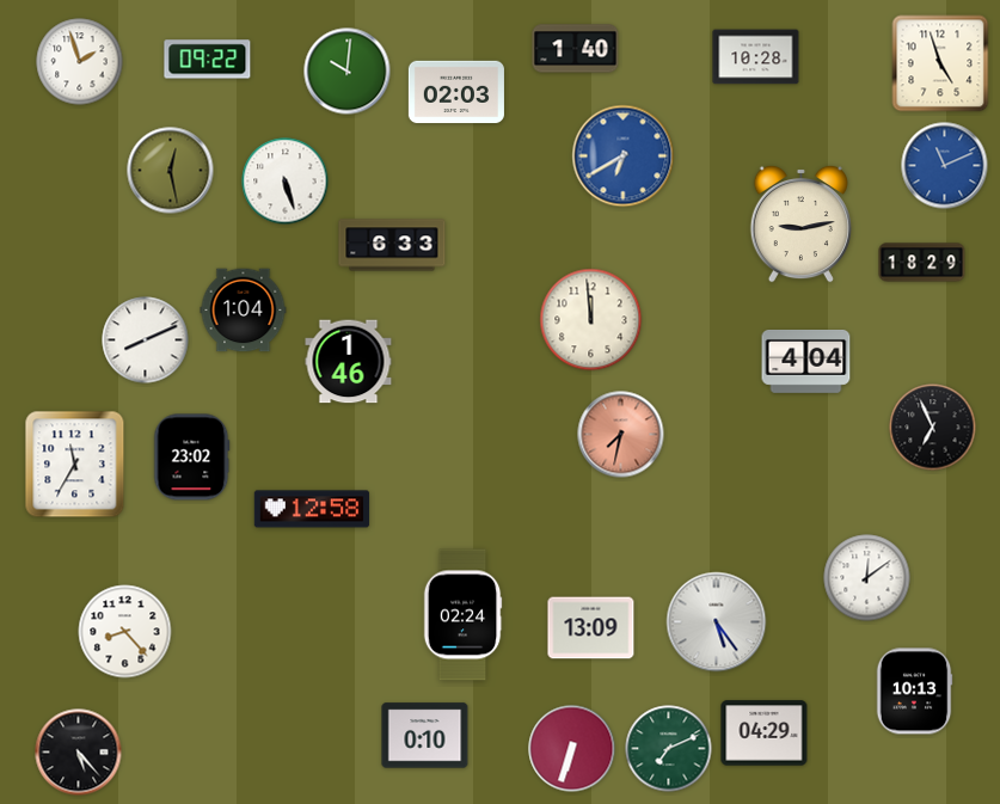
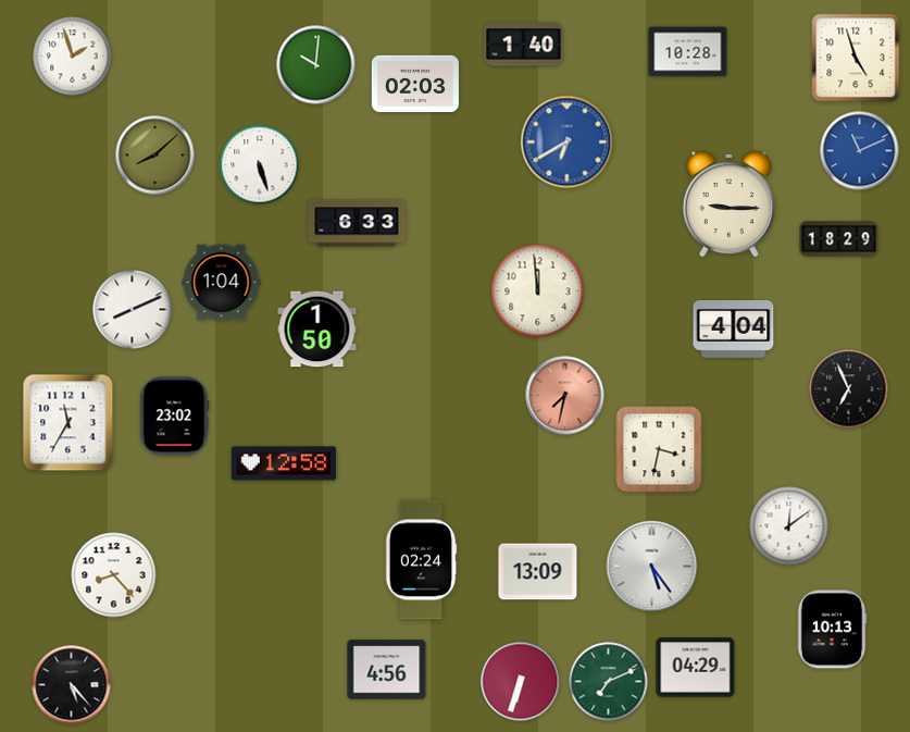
clock at (208, 60): 09:22 -> none
clock at (171, 171): 12:28 -> 8:08
clock at (800, 223): 9:13 -> 9:15
clock at (349, 362): 1:46 -> 1:50
clock at (659, 449): none -> 3:32
clock at (425, 736): 0:10 -> 4:56
